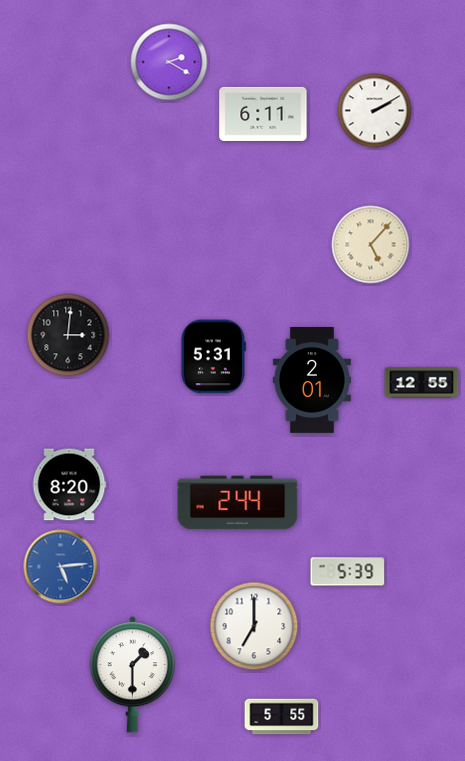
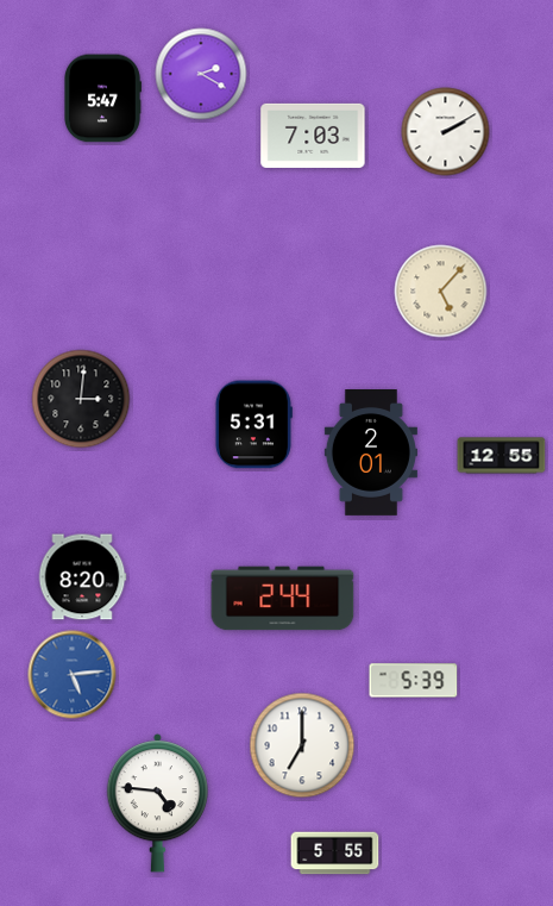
clock at (103, 99): none -> 5:47
clock at (263, 114): 6:11 -> 7:03
clock at (132, 675): 1:30 -> 4:46
